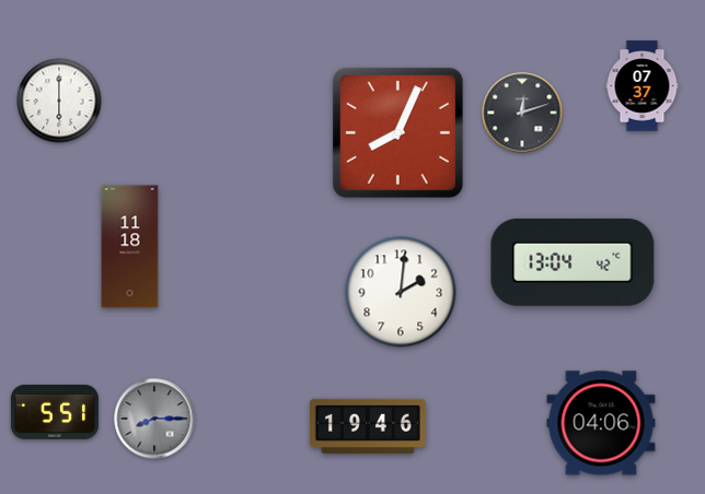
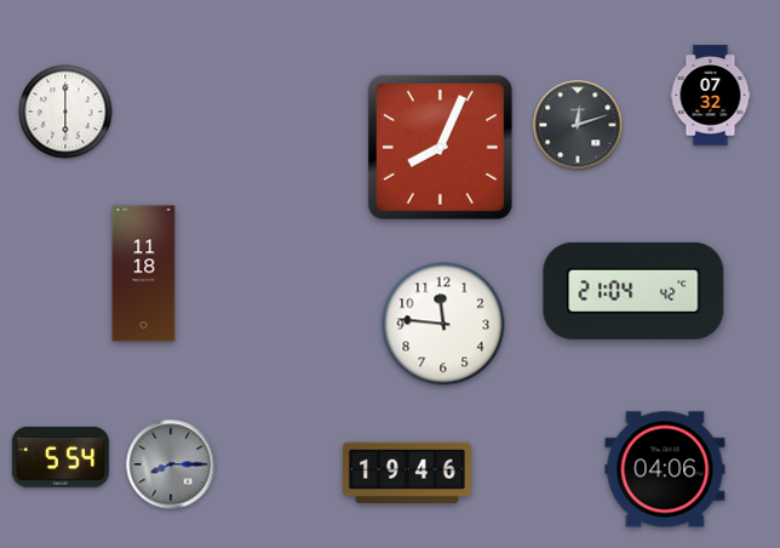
clock at (643, 86): 07:37 -> 07:32
clock at (573, 262): 13:04 -> 21:04
clock at (401, 292): 2:01 -> 11:46
clock at (55, 412): 5:51 -> 5:54
